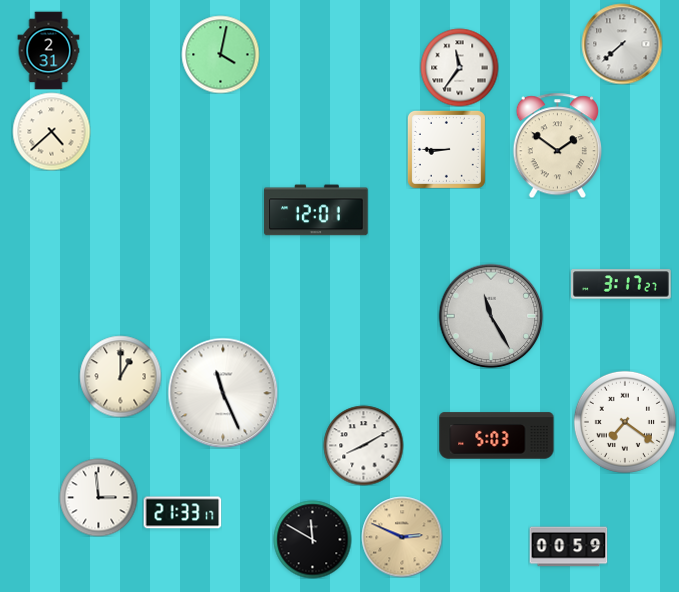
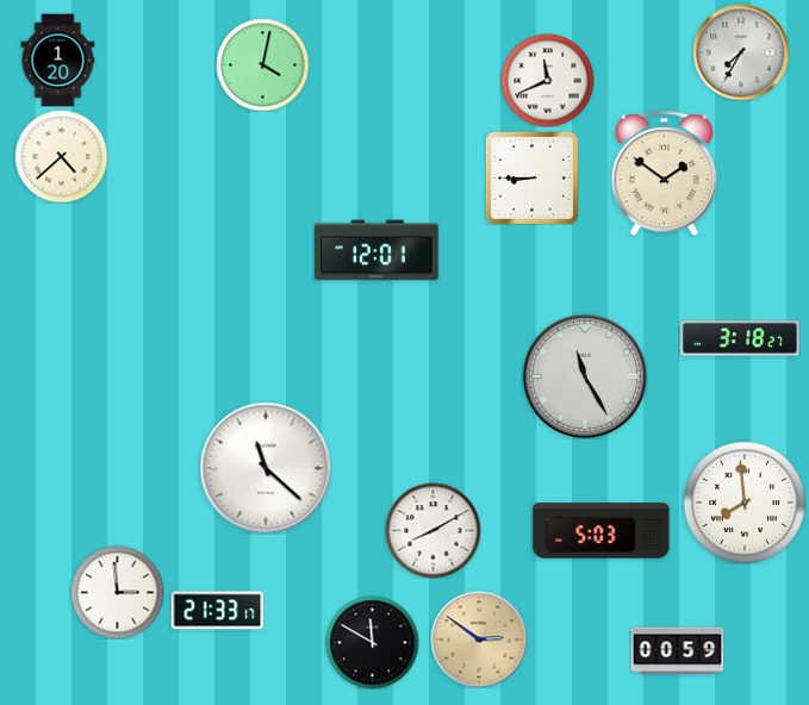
clock at (622, 44): 7:38 -> 7:35
clock at (49, 50): 2:31 -> 1:20
clock at (459, 67): 11:36 -> 11:41
clock at (622, 284): 3:17 -> 3:18
clock at (120, 376): 1:00 -> none
clock at (223, 393): 11:26 -> 11:22
clock at (625, 422): 7:21 -> 7:59
clock at (497, 436) position: (497, 436) -> (602, 531)
clock at (402, 537): 2:49 -> 2:51
